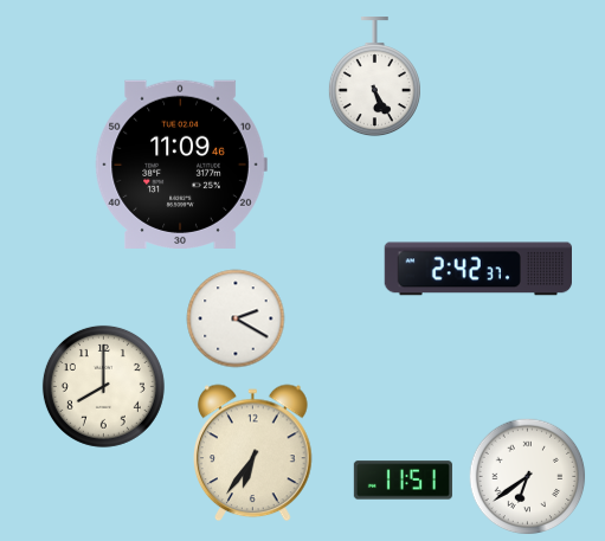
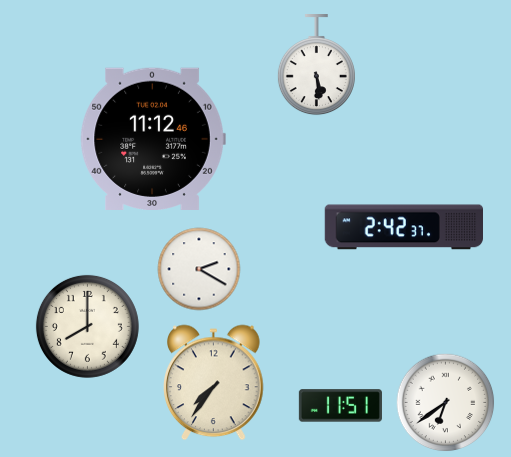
clock at (374, 78): 5:25 -> 5:29
clock at (181, 165): 11:09 -> 11:12
clock at (253, 453): 6:36 -> 7:36
